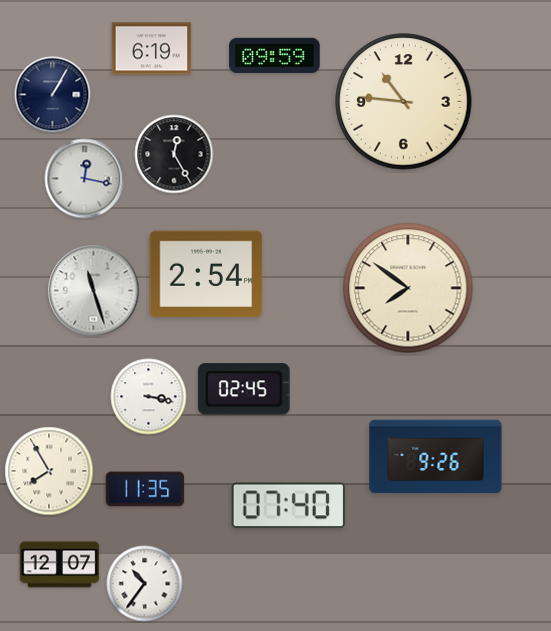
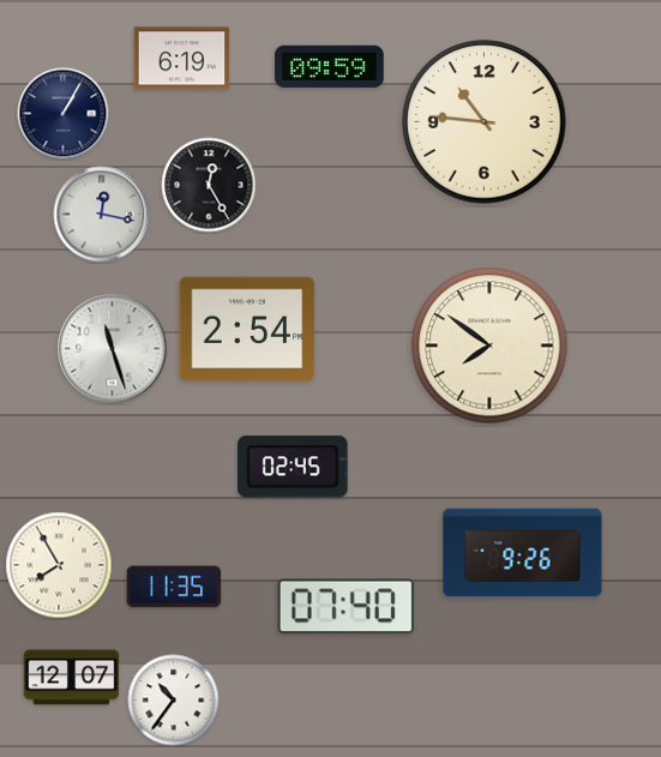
clock at (149, 397): 3:17 -> none
clock at (436, 457) position: (436, 457) -> (523, 553)
